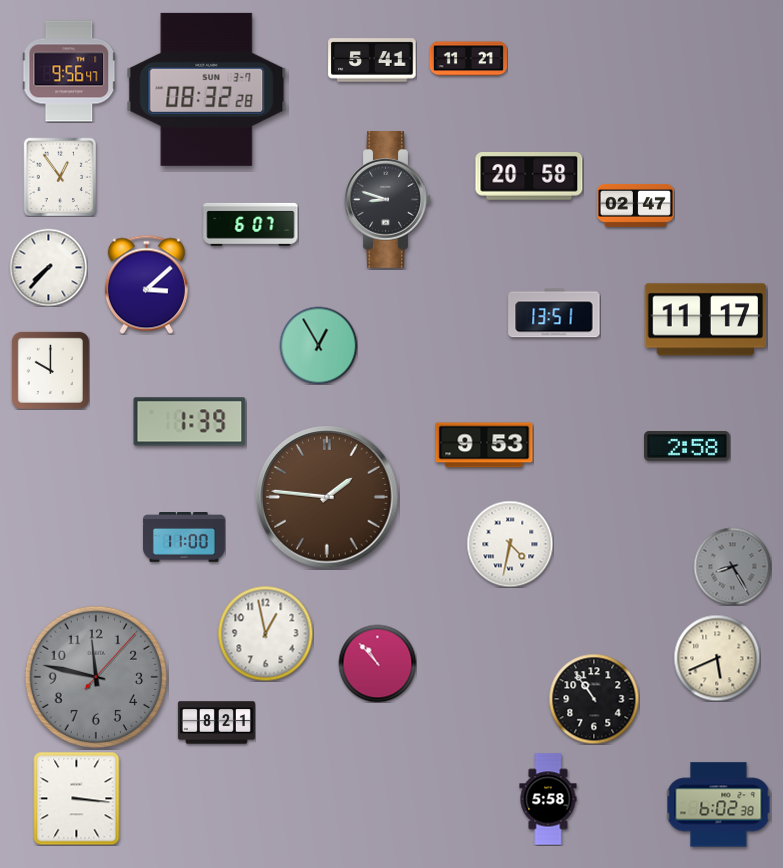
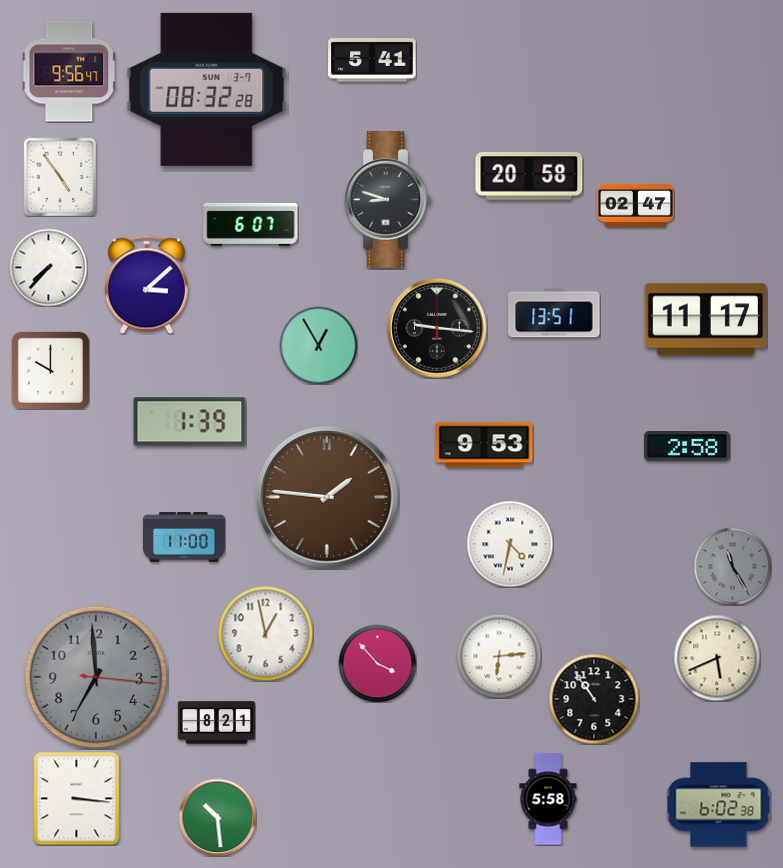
clock at (468, 59): 11:21 -> none
clock at (60, 177): 12:54 -> 4:54
clock at (437, 328): none -> 9:16
clock at (732, 566): 8:25 -> 11:25
clock at (499, 656): none -> 6:14
clock at (377, 663): 10:53 -> 3:53
clock at (96, 677): 11:47 -> 6:59
clock at (217, 817): none -> 10:29
